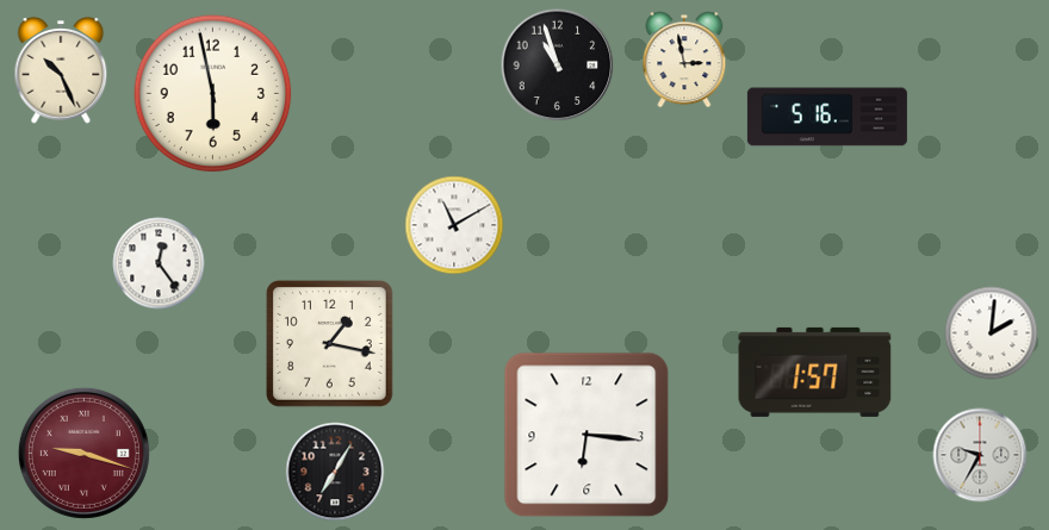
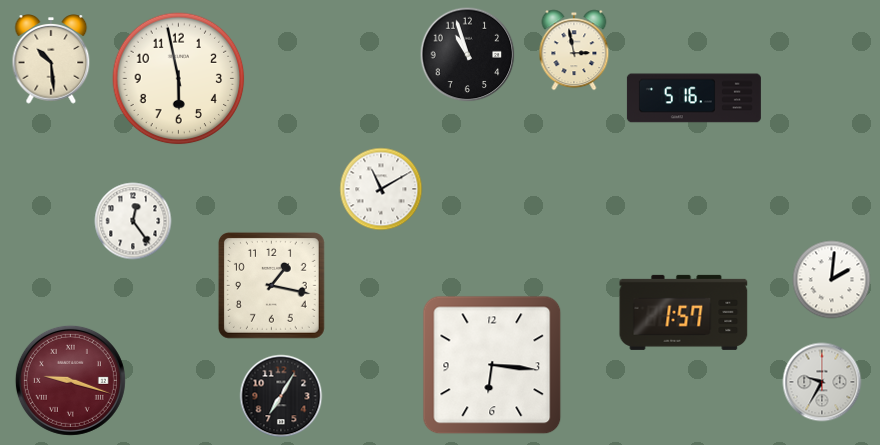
clock at (61, 70): 10:26 -> 10:29
clock at (329, 343) position: (329, 343) -> (271, 285)
